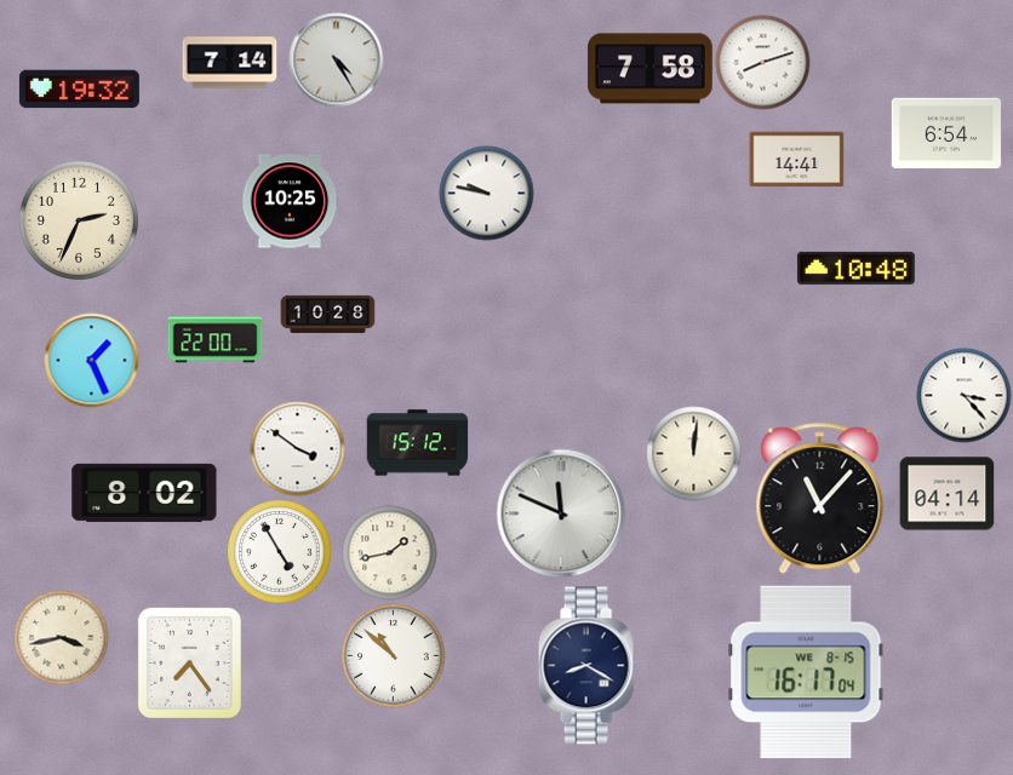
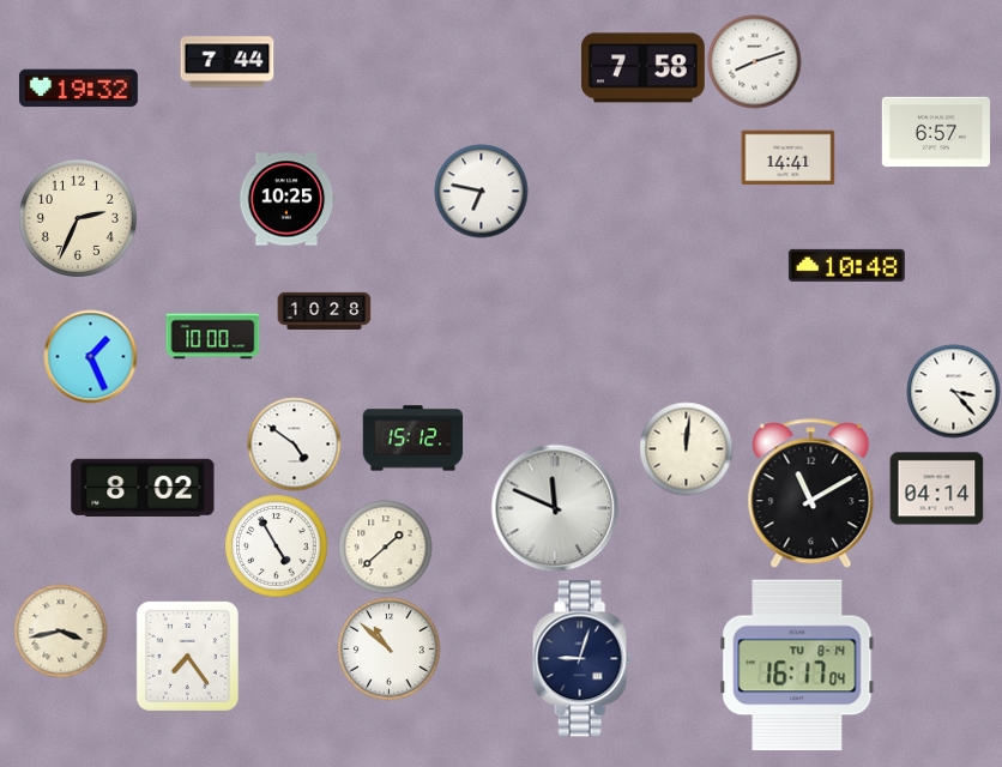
clock at (336, 59): 4:25 -> none
clock at (229, 63): 7:14 -> 7:44
clock at (946, 133): 6:54 -> 6:57
clock at (486, 193): 9:47 -> 6:47
clock at (214, 340): 22:00 -> 10:00
clock at (297, 448): 3:51 -> 4:51
clock at (820, 499): 11:07 -> 11:10
clock at (389, 552): 1:43 -> 1:38
clock at (588, 666): 8:20 -> 9:03
clock at (806, 672) date: WE 8-15 -> TU 8-14
